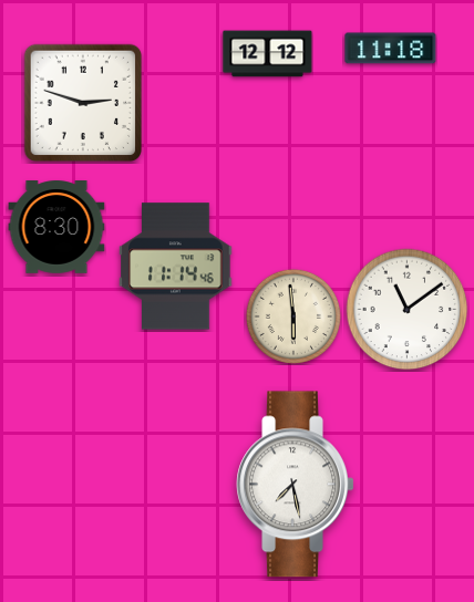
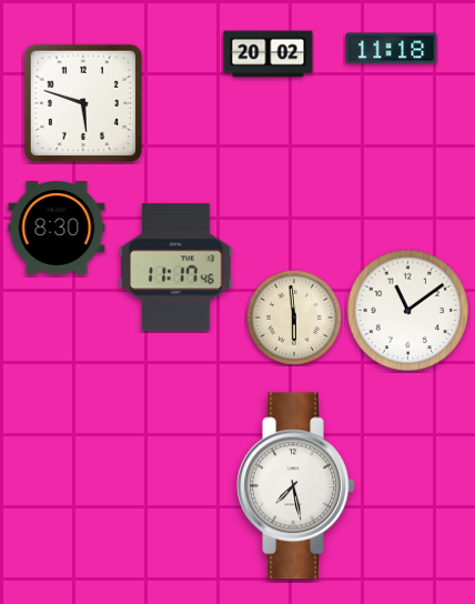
clock at (268, 54): 12:12 -> 20:02
clock at (83, 103): 2:48 -> 5:48
clock at (176, 267): 11:14 -> 11:17
